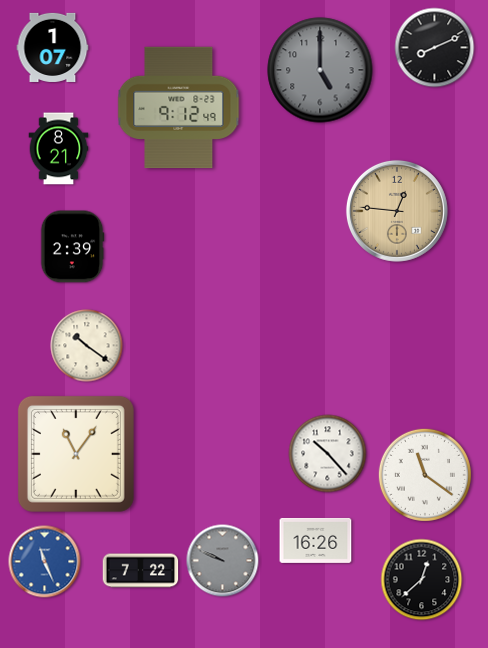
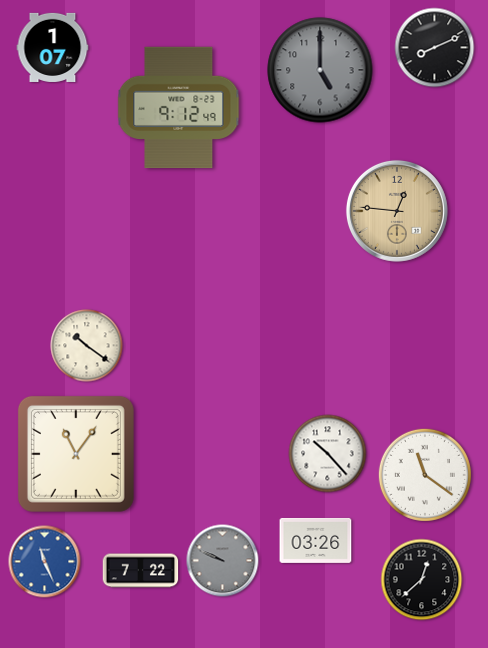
clock at (59, 149): 8:21 -> none
clock at (72, 247): 2:39 -> none
clock at (316, 540): 16:26 -> 03:26
